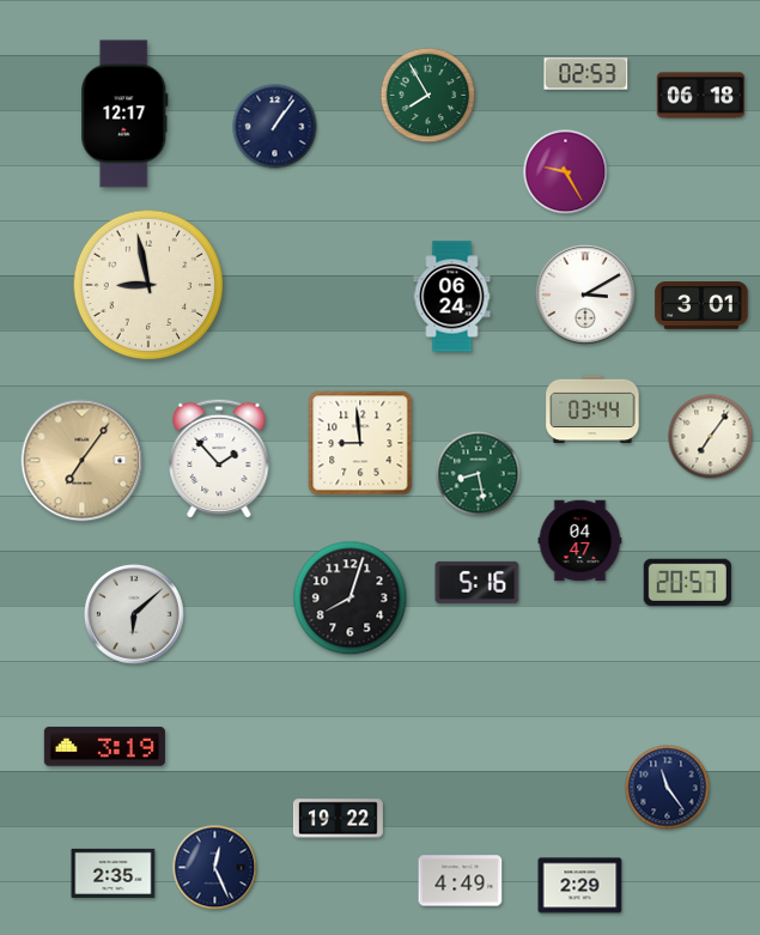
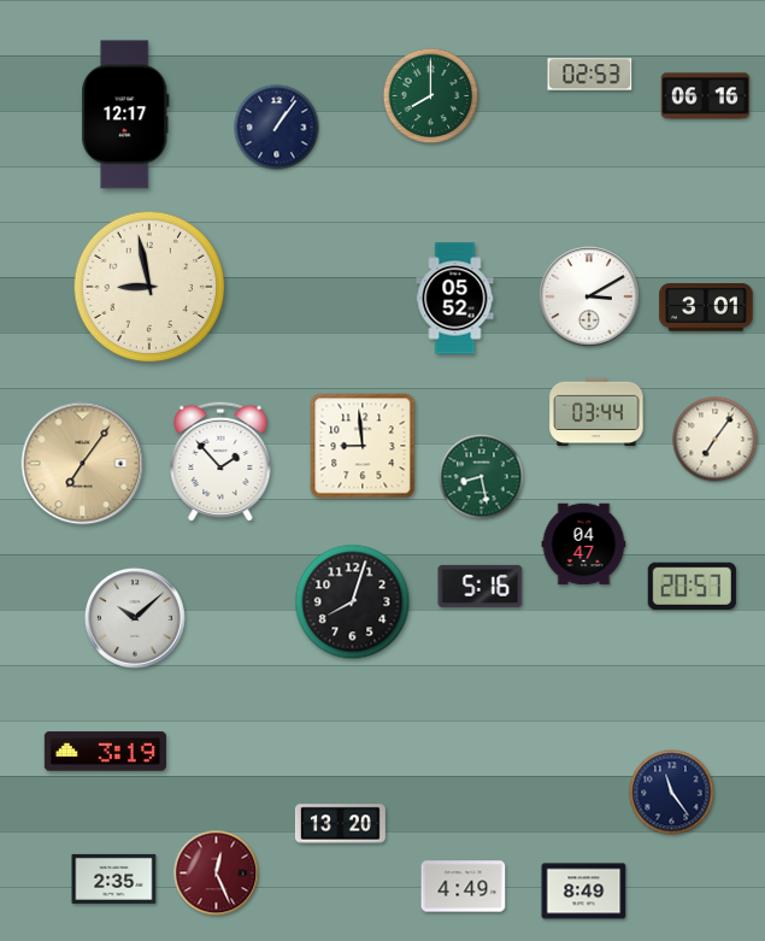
clock at (428, 96): 7:55 -> 8:00
clock at (701, 96): 06:18 -> 06:16
clock at (566, 172): 9:25 -> none
clock at (452, 297): 06:24 -> 05:52
clock at (135, 615): 6:08 -> 10:08
clock at (338, 819): 19:22 -> 13:20
clock at (215, 868) dial: navy -> burgundy
clock at (580, 886): 2:29 -> 8:49
